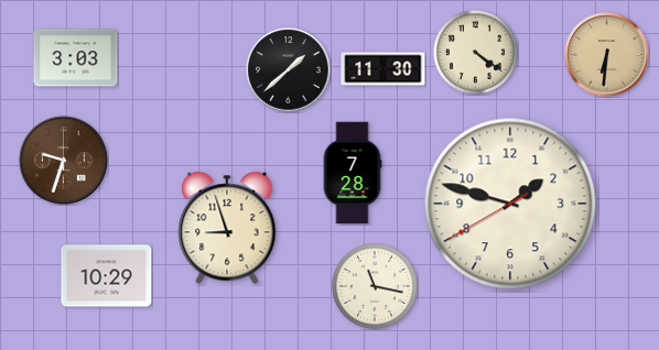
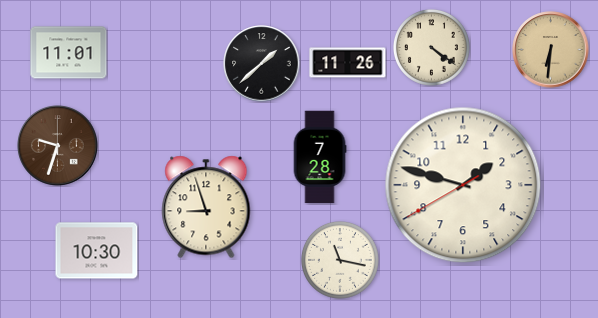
clock at (76, 58): 3:03 -> 11:01
clock at (383, 69): 11:30 -> 11:26
clock at (107, 276): 10:29 -> 10:30
